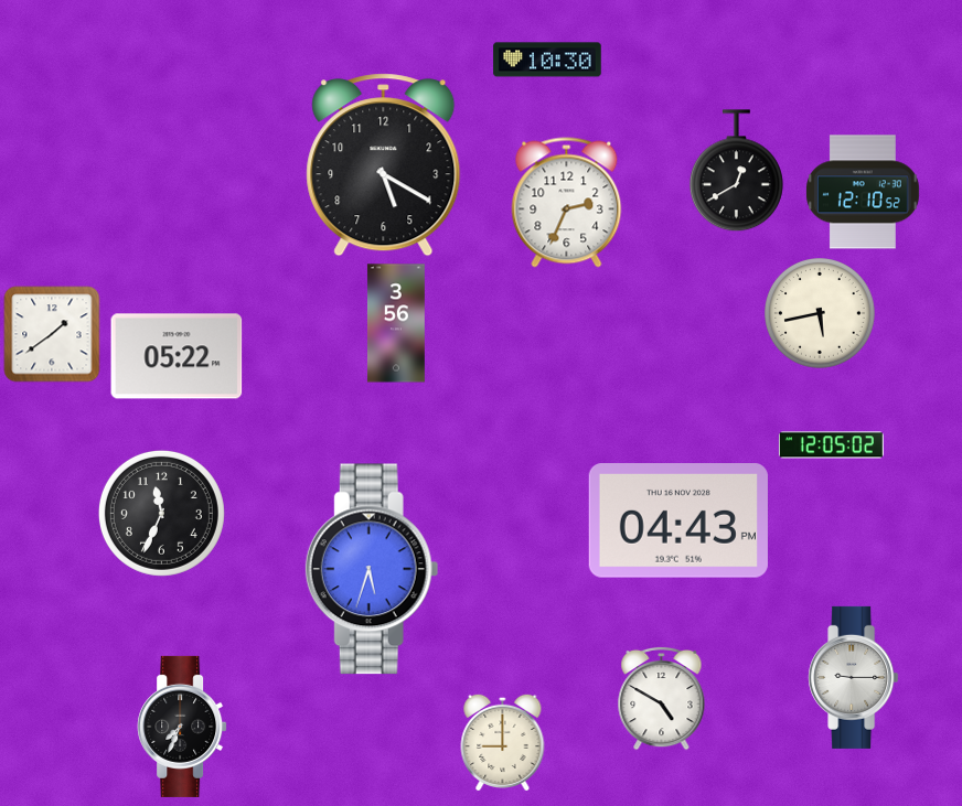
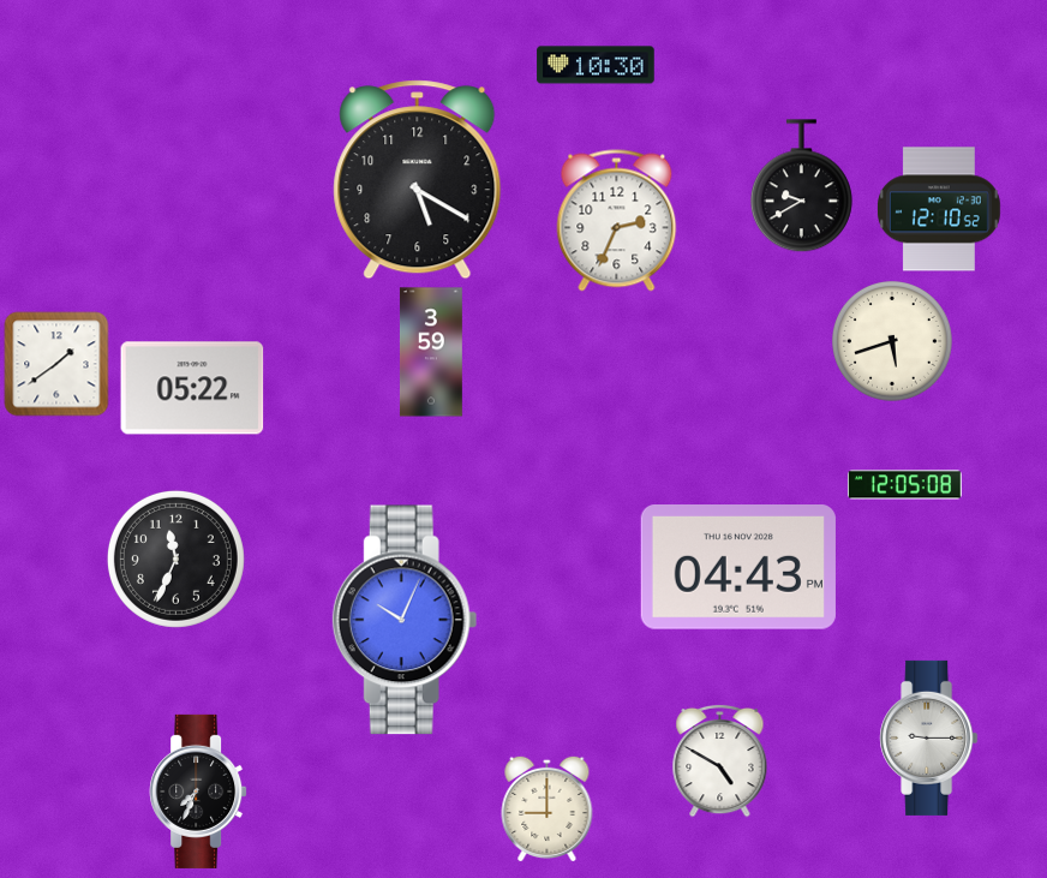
clock at (736, 171): 12:40 -> 9:40
clock at (821, 314): 5:43 -> 5:42
clock at (396, 323): 3:56 -> 3:59
clock at (831, 445): 12:05:02 -> 12:05:08
clock at (372, 569): 5:33 -> 10:04
